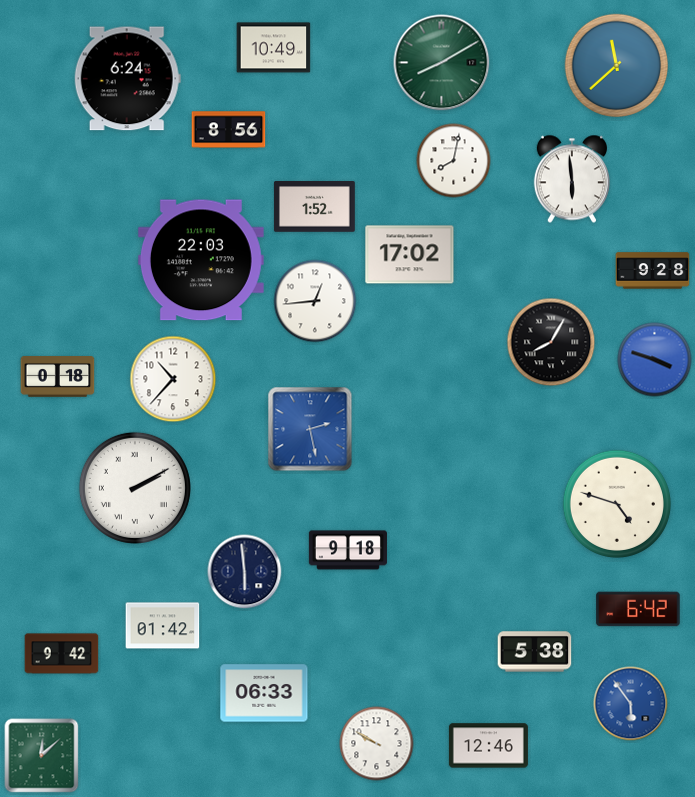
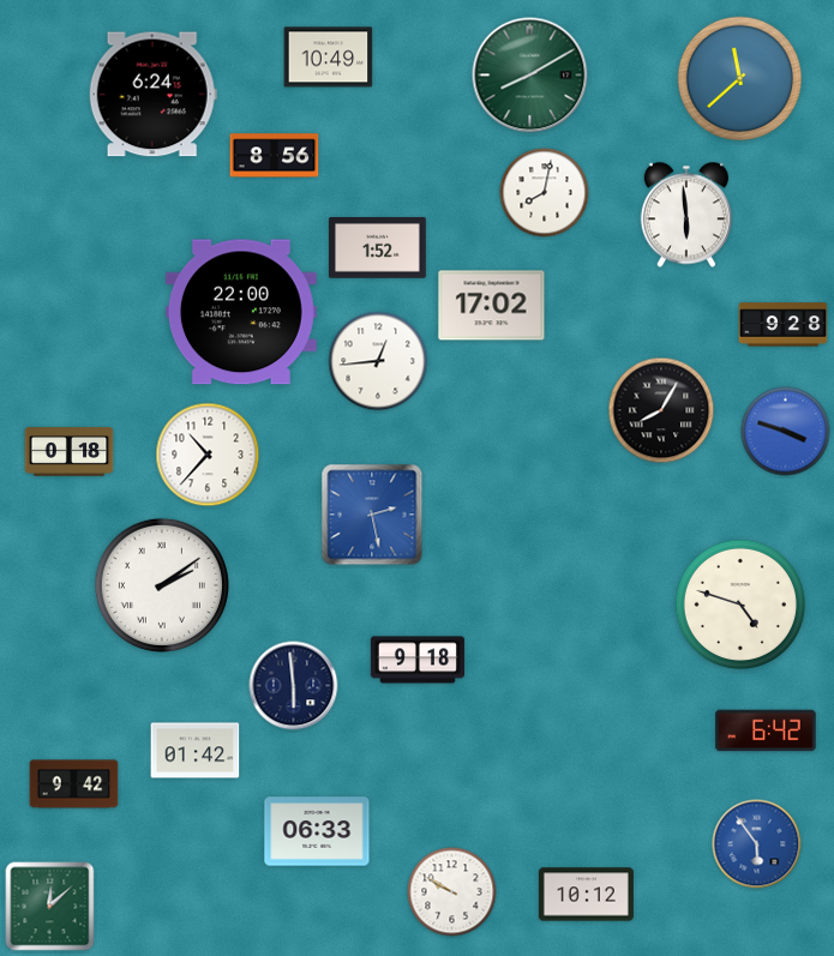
clock at (201, 260): 22:03 -> 22:00
clock at (135, 488): 2:10 -> 2:09
clock at (535, 652): 5:38 -> none
clock at (488, 746): 12:46 -> 10:12
